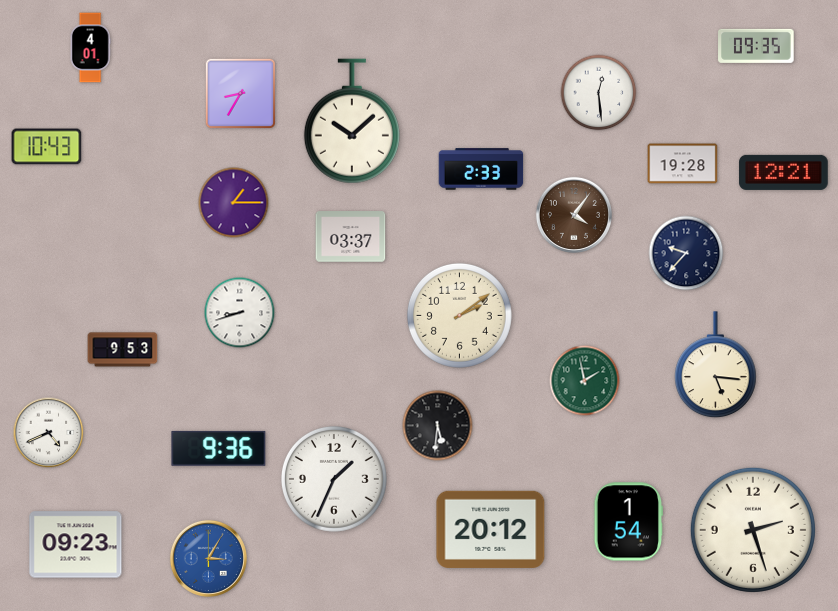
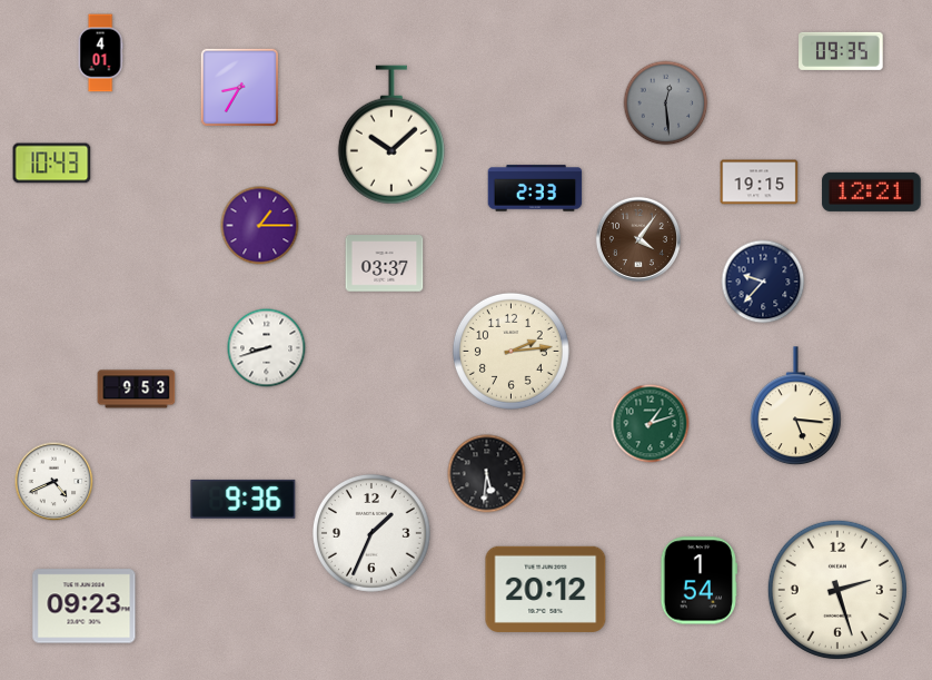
clock at (240, 93) position: (240, 93) -> (239, 87)
clock at (599, 93) dial: white -> grey
clock at (683, 164): 19:28 -> 19:15
clock at (351, 237) position: (351, 237) -> (385, 264)
clock at (459, 315): 2:09 -> 2:14
clock at (585, 381): 1:58 -> 1:12
clock at (208, 558): 3:05 -> none
